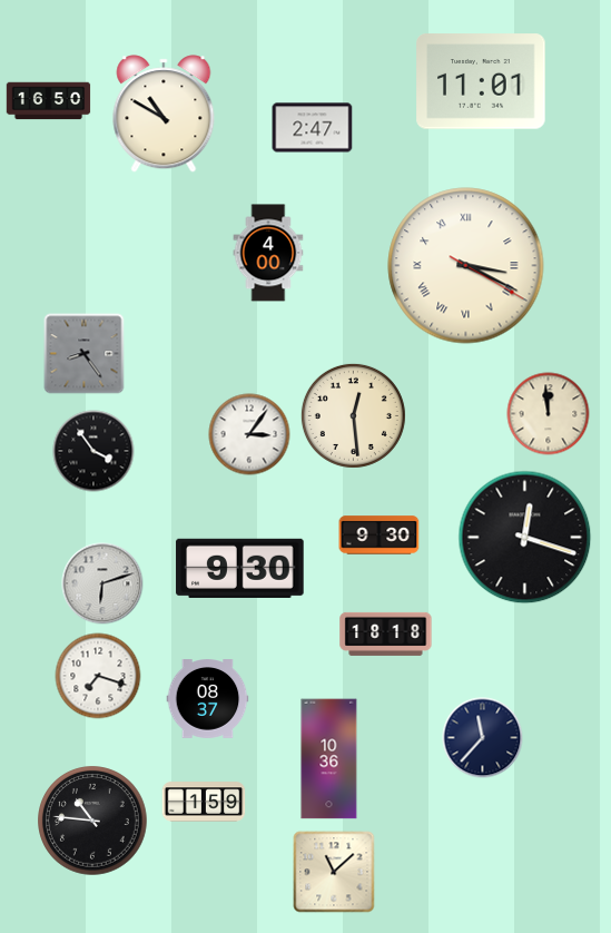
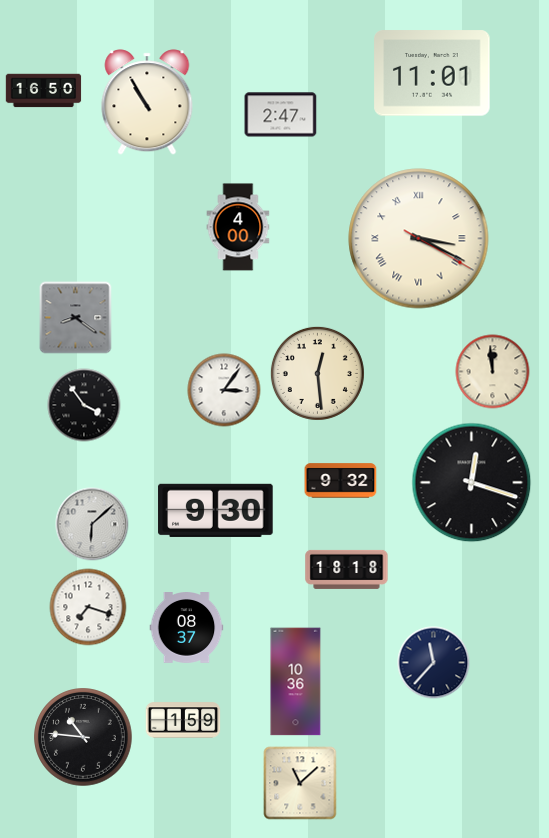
clock at (164, 114): 10:50 -> 10:55
clock at (268, 253) position: (268, 253) -> (238, 227)
clock at (85, 354): 8:24 -> 8:21
clock at (380, 536): 9:30 -> 9:32
clock at (102, 583): 6:12 -> 6:08
